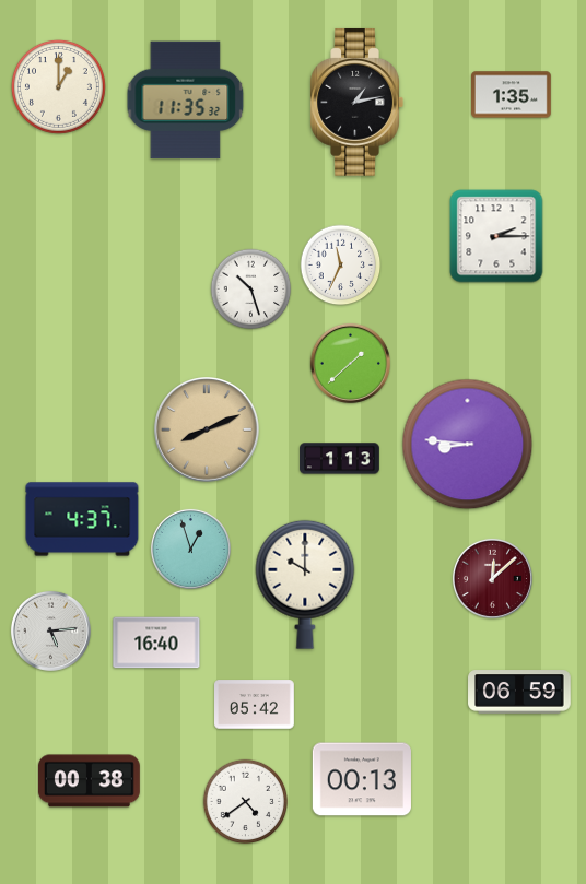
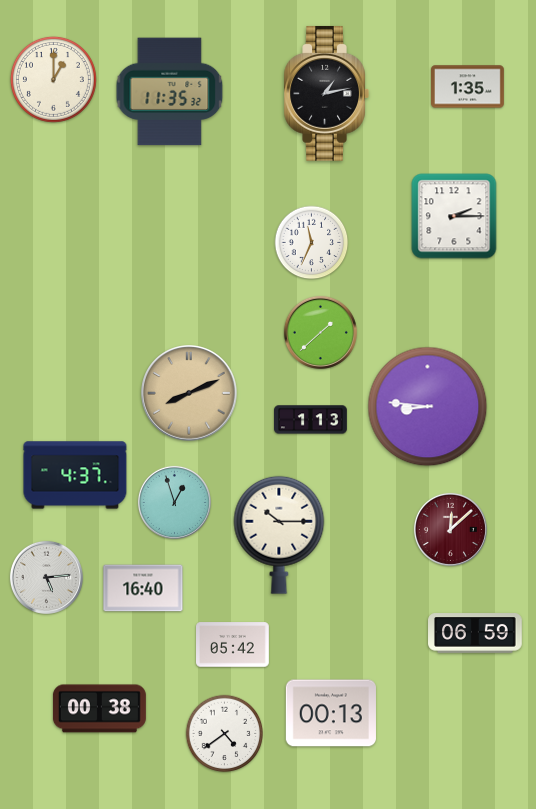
clock at (251, 290): 10:27 -> none
clock at (305, 585): 10:00 -> 10:15
clock at (89, 781) position: (89, 781) -> (99, 709)
